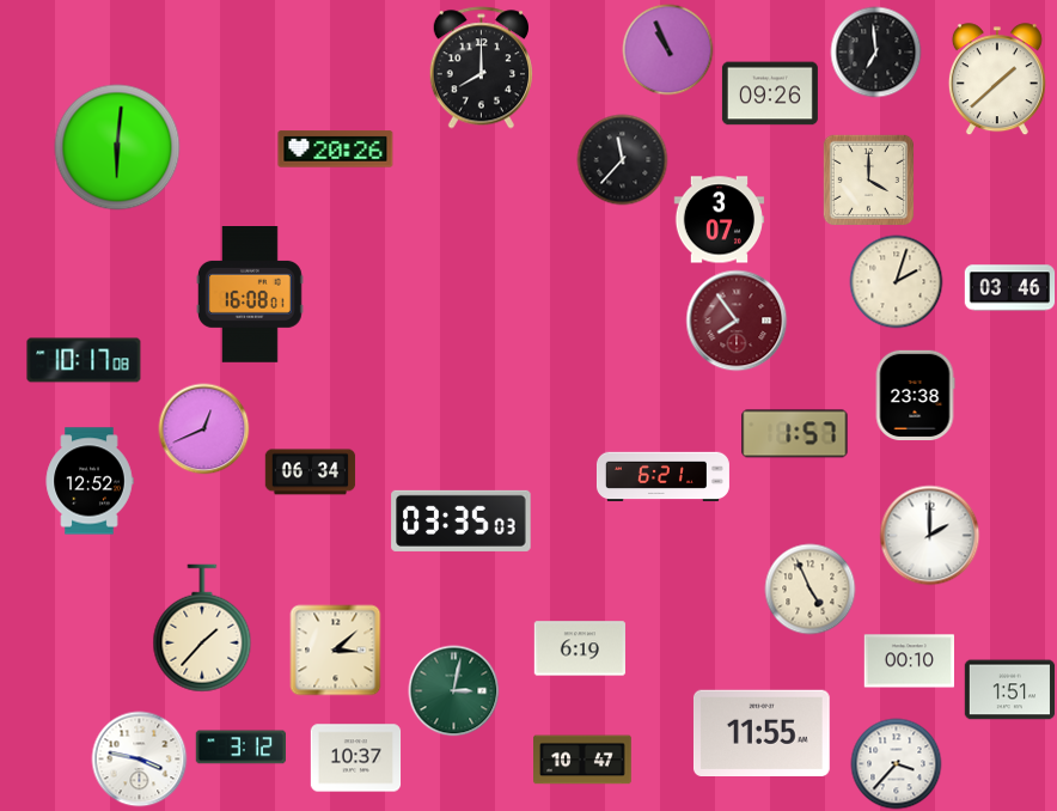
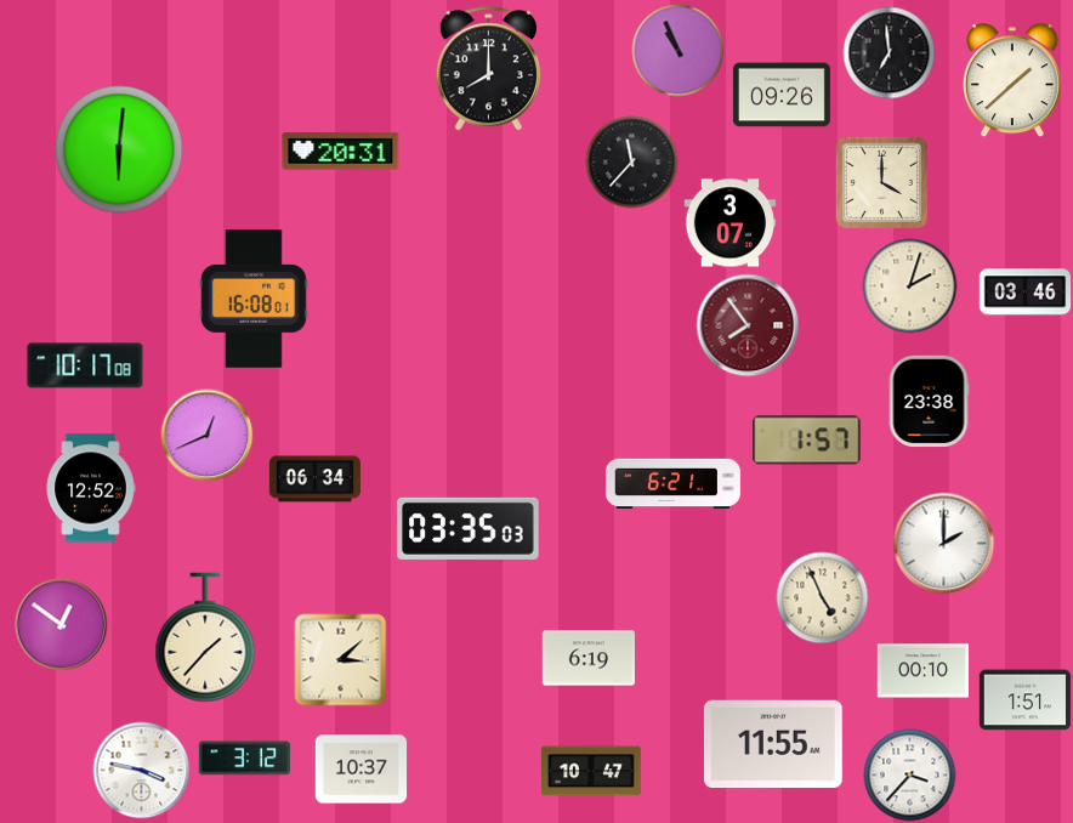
clock at (336, 150): 20:26 -> 20:31
clock at (62, 625): none -> 12:51
clock at (454, 691): 3:02 -> none
